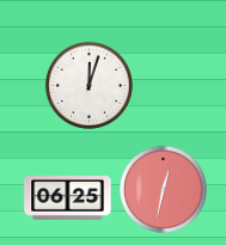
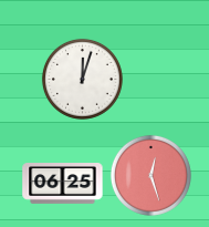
clock at (163, 189): 12:32 -> 12:27
